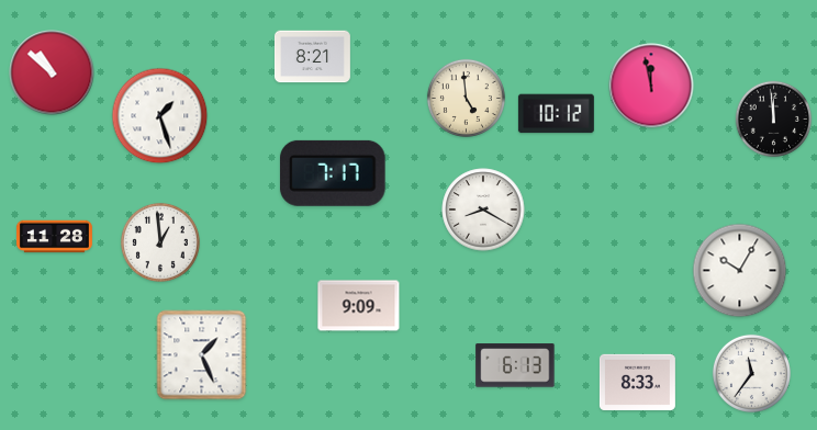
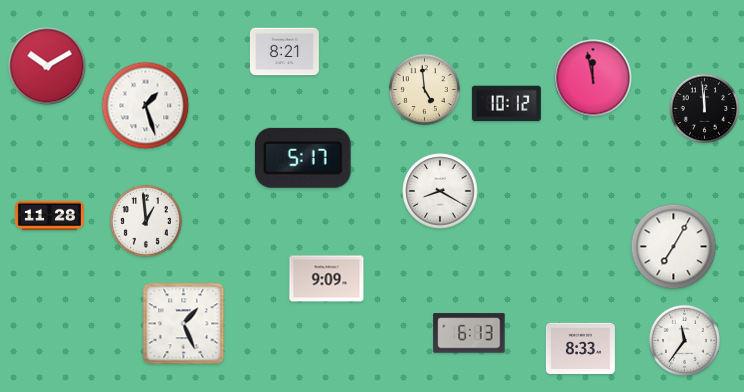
clock at (52, 72): 10:52 -> 10:10
clock at (333, 173): 7:17 -> 5:17
clock at (740, 271): 10:05 -> 7:05
